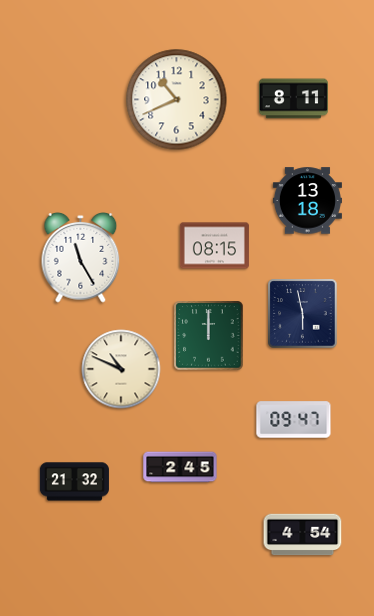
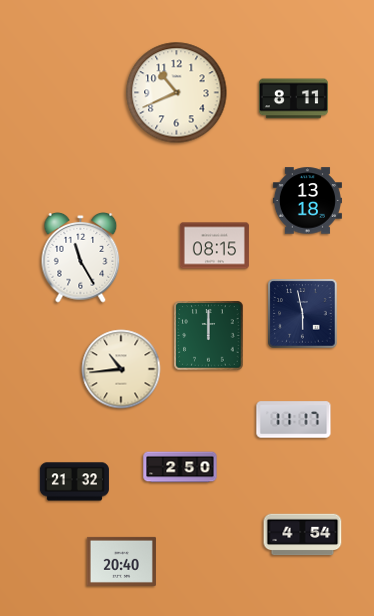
clock at (177, 100) position: (177, 100) -> (177, 93)
clock at (121, 369): 10:49 -> 10:44
clock at (294, 420): 09:47 -> 11:17
clock at (180, 467): 2:45 -> 2:50
clock at (121, 561): none -> 20:40
